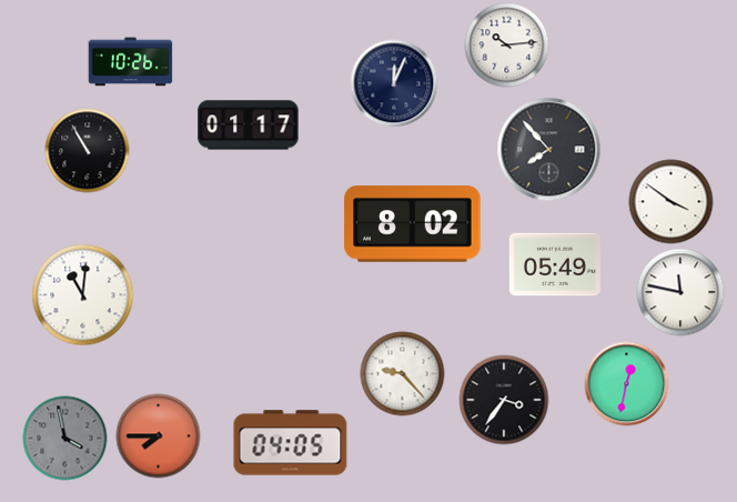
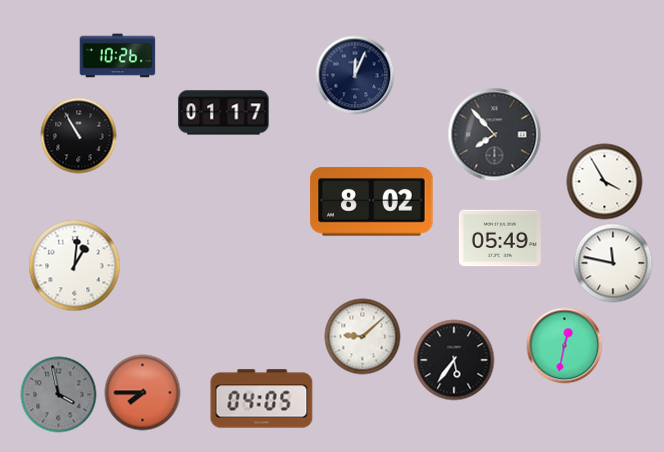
clock at (507, 46): 10:14 -> none
clock at (672, 202): 3:51 -> 3:55
clock at (83, 295): 11:01 -> 1:01
clock at (403, 374): 9:23 -> 9:08
clock at (504, 400): 3:36 -> 5:36
